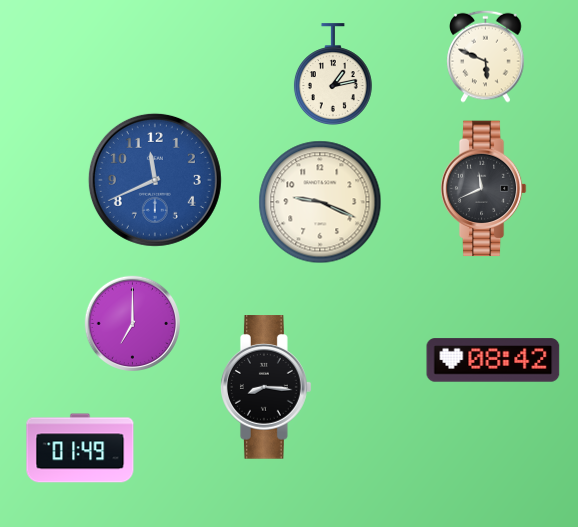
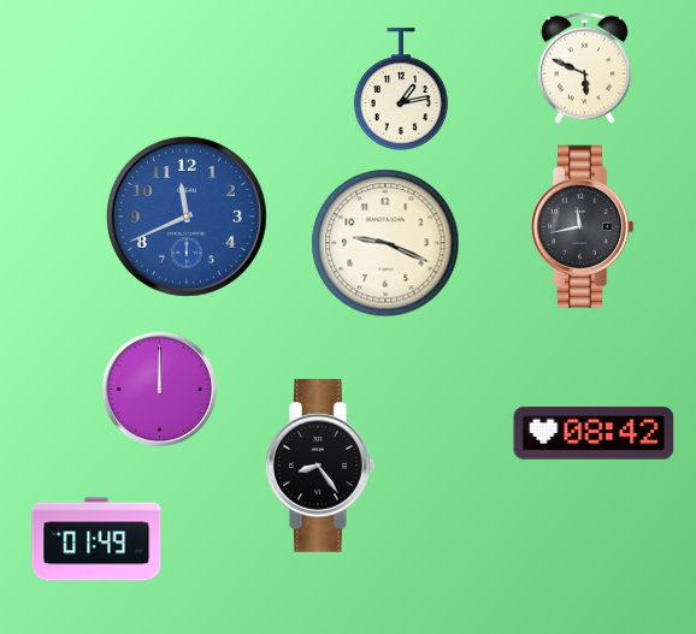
clock at (483, 189): 11:41 -> 11:43
clock at (132, 323): 7:00 -> 12:00
clock at (267, 387): 8:16 -> 8:24
